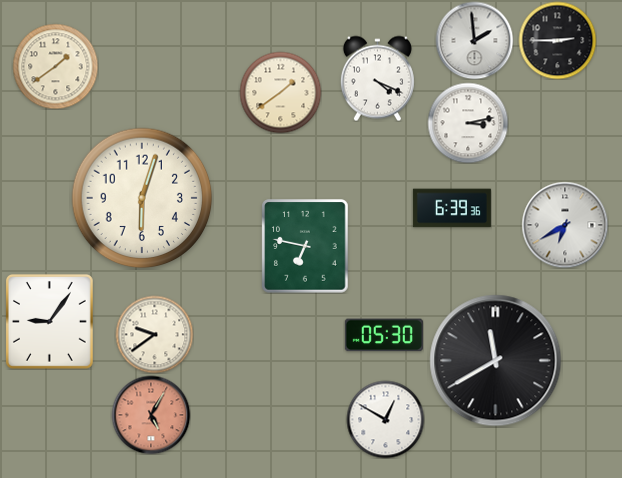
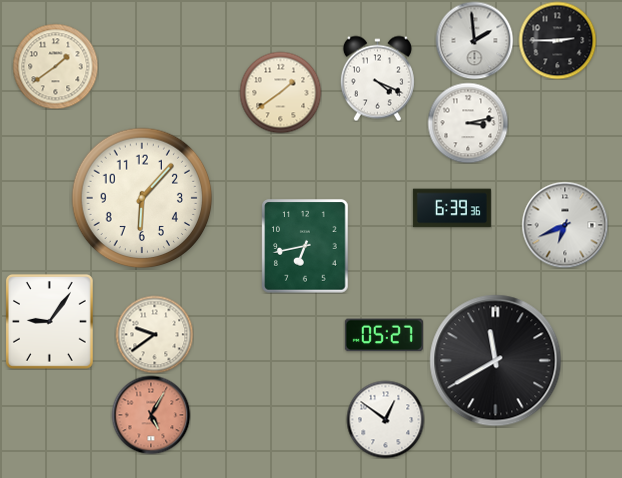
clock at (142, 198): 6:03 -> 6:07
clock at (565, 225): 6:40 -> 6:41
clock at (305, 246): 6:47 -> 6:43
clock at (384, 335): 05:30 -> 05:27
clock at (385, 419): 12:50 -> 12:51
